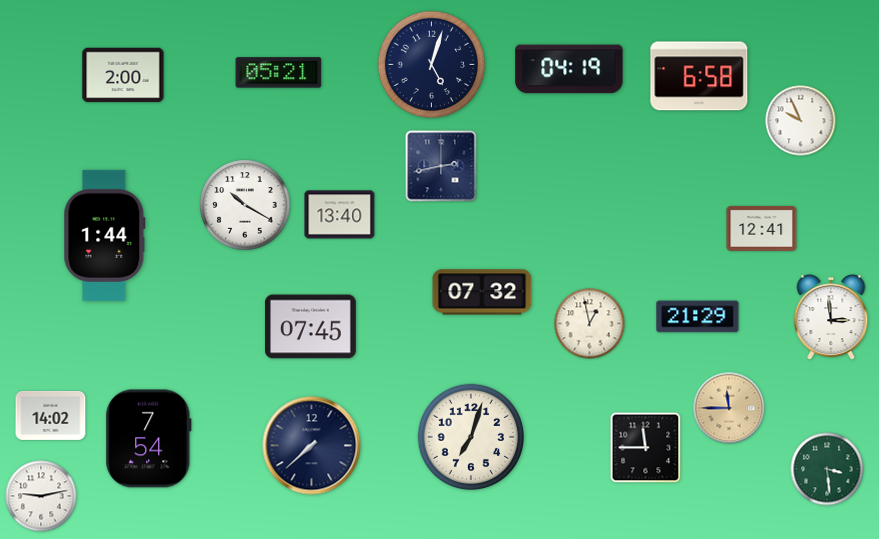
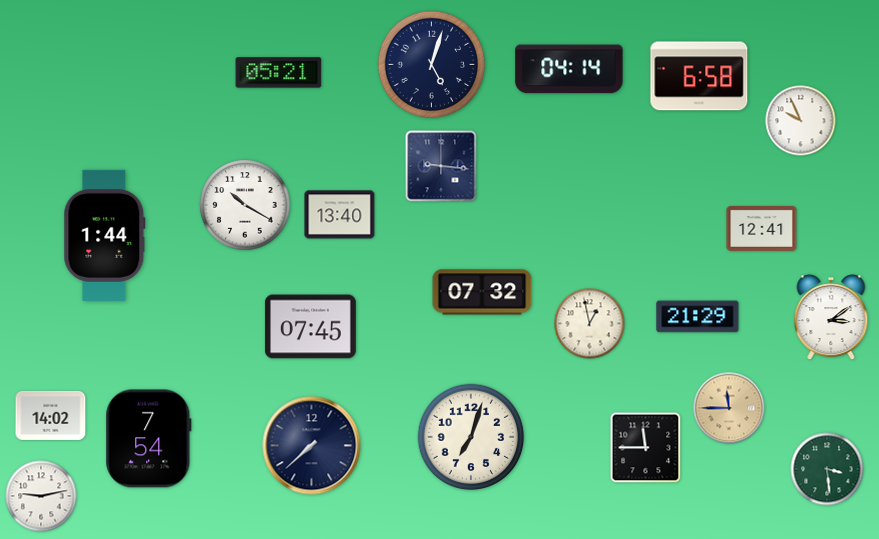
clock at (569, 69): 04:19 -> 04:14
clock at (123, 75): 2:00 -> none
clock at (441, 166): 2:43 -> 9:16
clock at (831, 318): 2:59 -> 3:09
